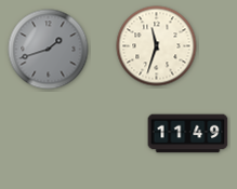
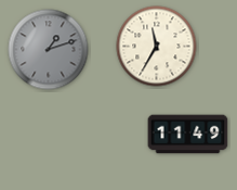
clock at (157, 46): 11:33 -> 11:35
clock at (49, 50): 1:42 -> 1:12
